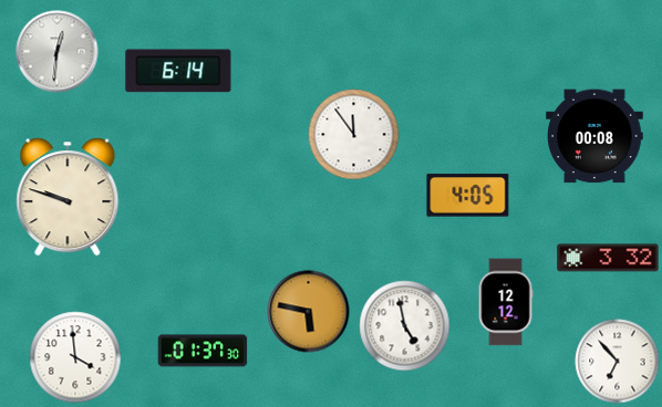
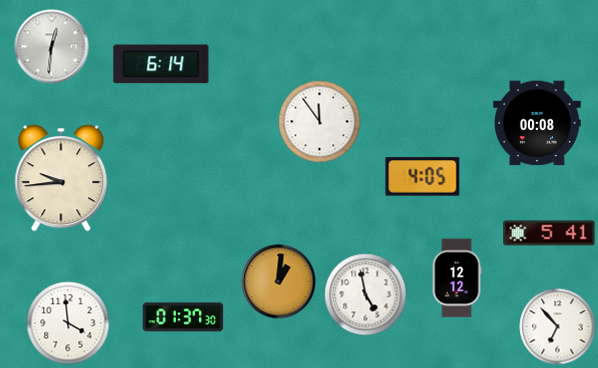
clock at (68, 197): 9:48 -> 9:44
clock at (608, 258): 3:32 -> 5:41
clock at (506, 302) position: (506, 302) -> (457, 278)
clock at (309, 312): 5:47 -> 1:01
